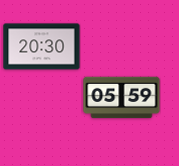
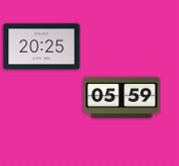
clock at (42, 47): 20:30 -> 20:25
